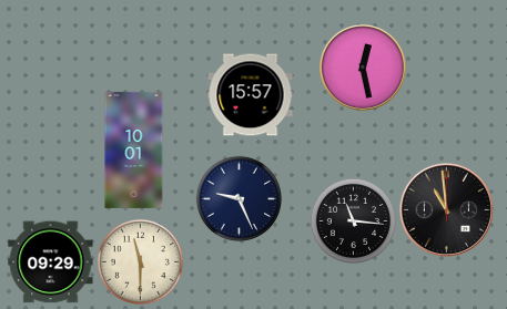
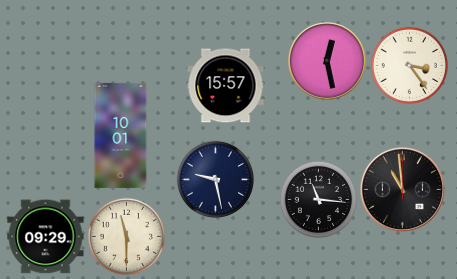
clock at (409, 65): none -> 3:24
clock at (239, 198): 9:26 -> 9:28
